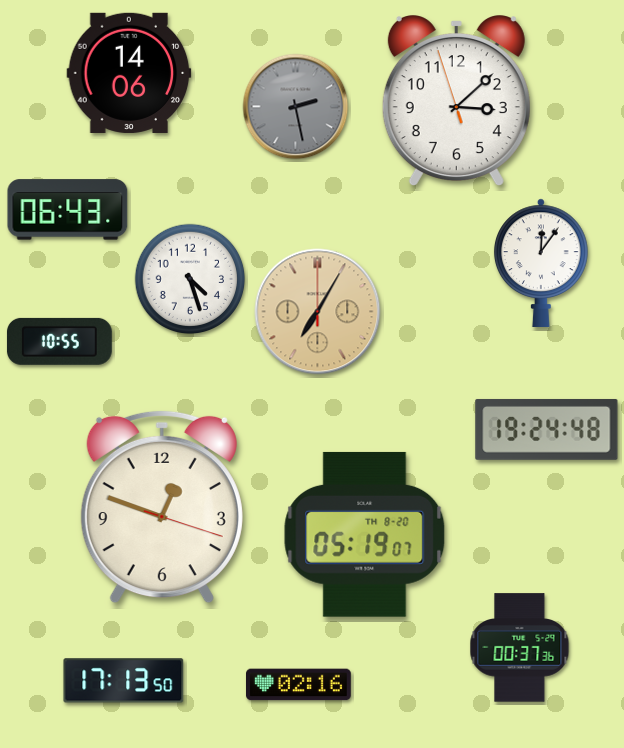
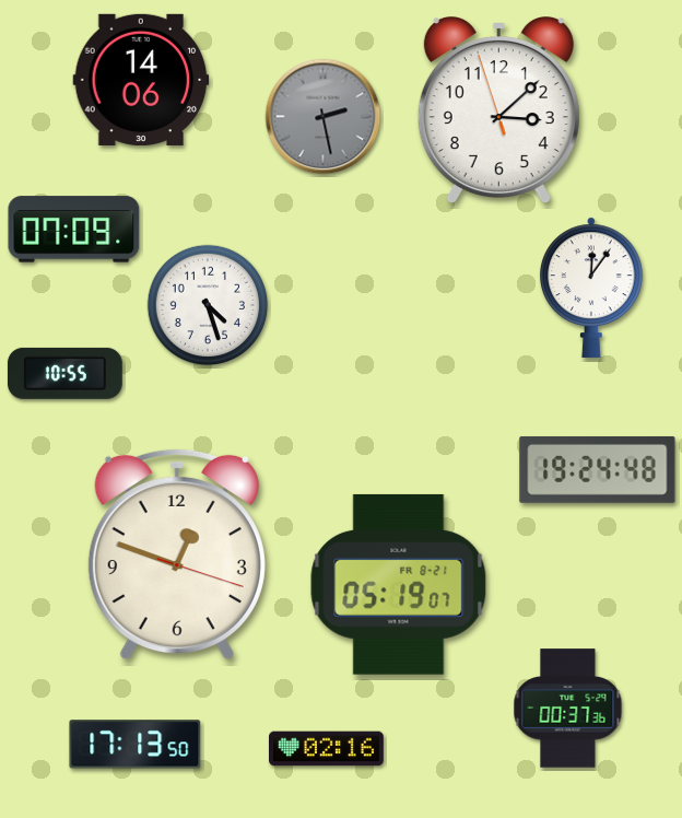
clock at (68, 210): 06:43 -> 07:09
clock at (318, 312): 7:05 -> none
clock at (365, 534) date: TH 8-20 -> FR 8-21
